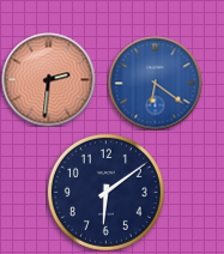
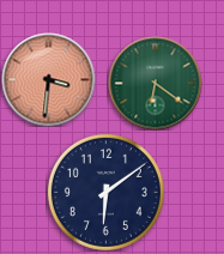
clock at (48, 79): 2:31 -> 3:31
clock at (155, 83) dial: blue -> green
